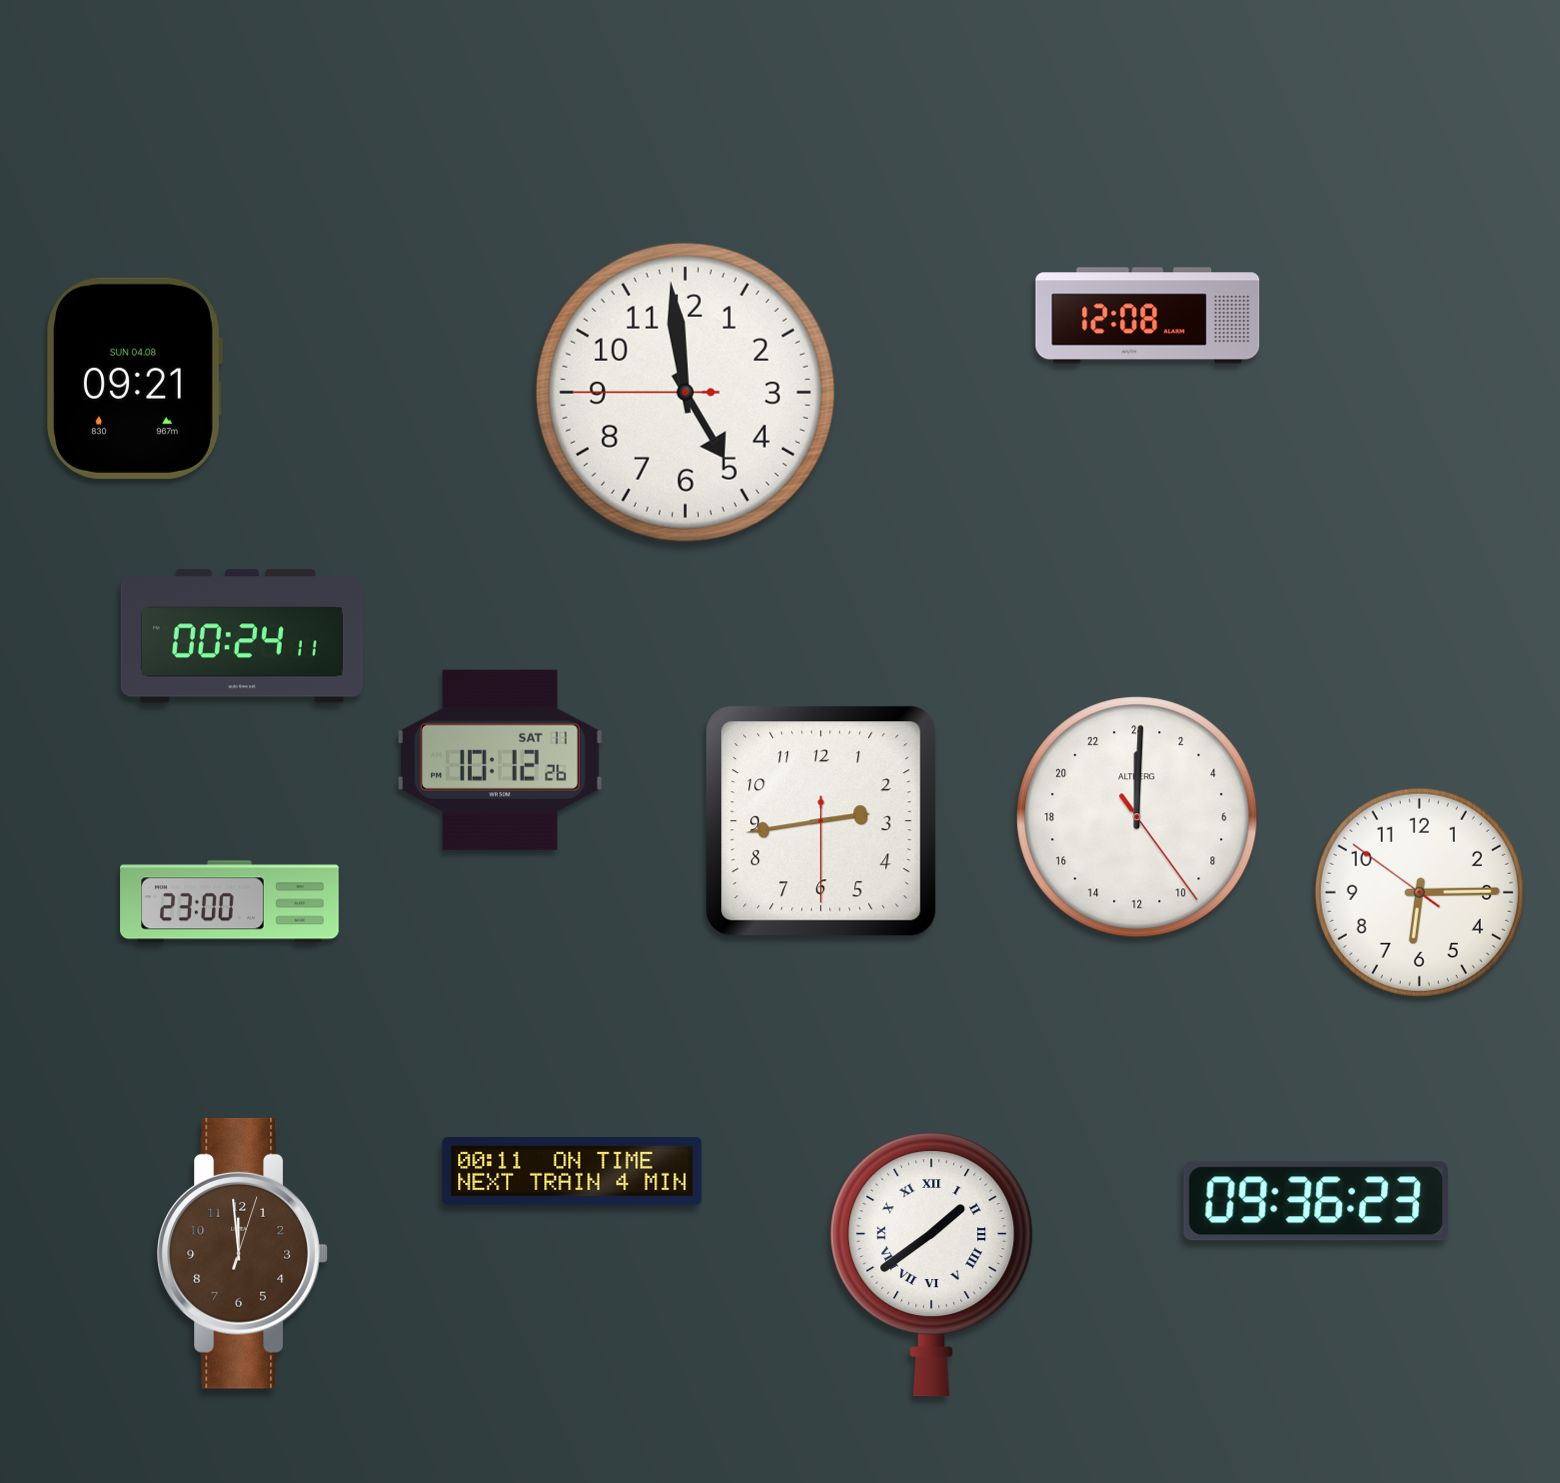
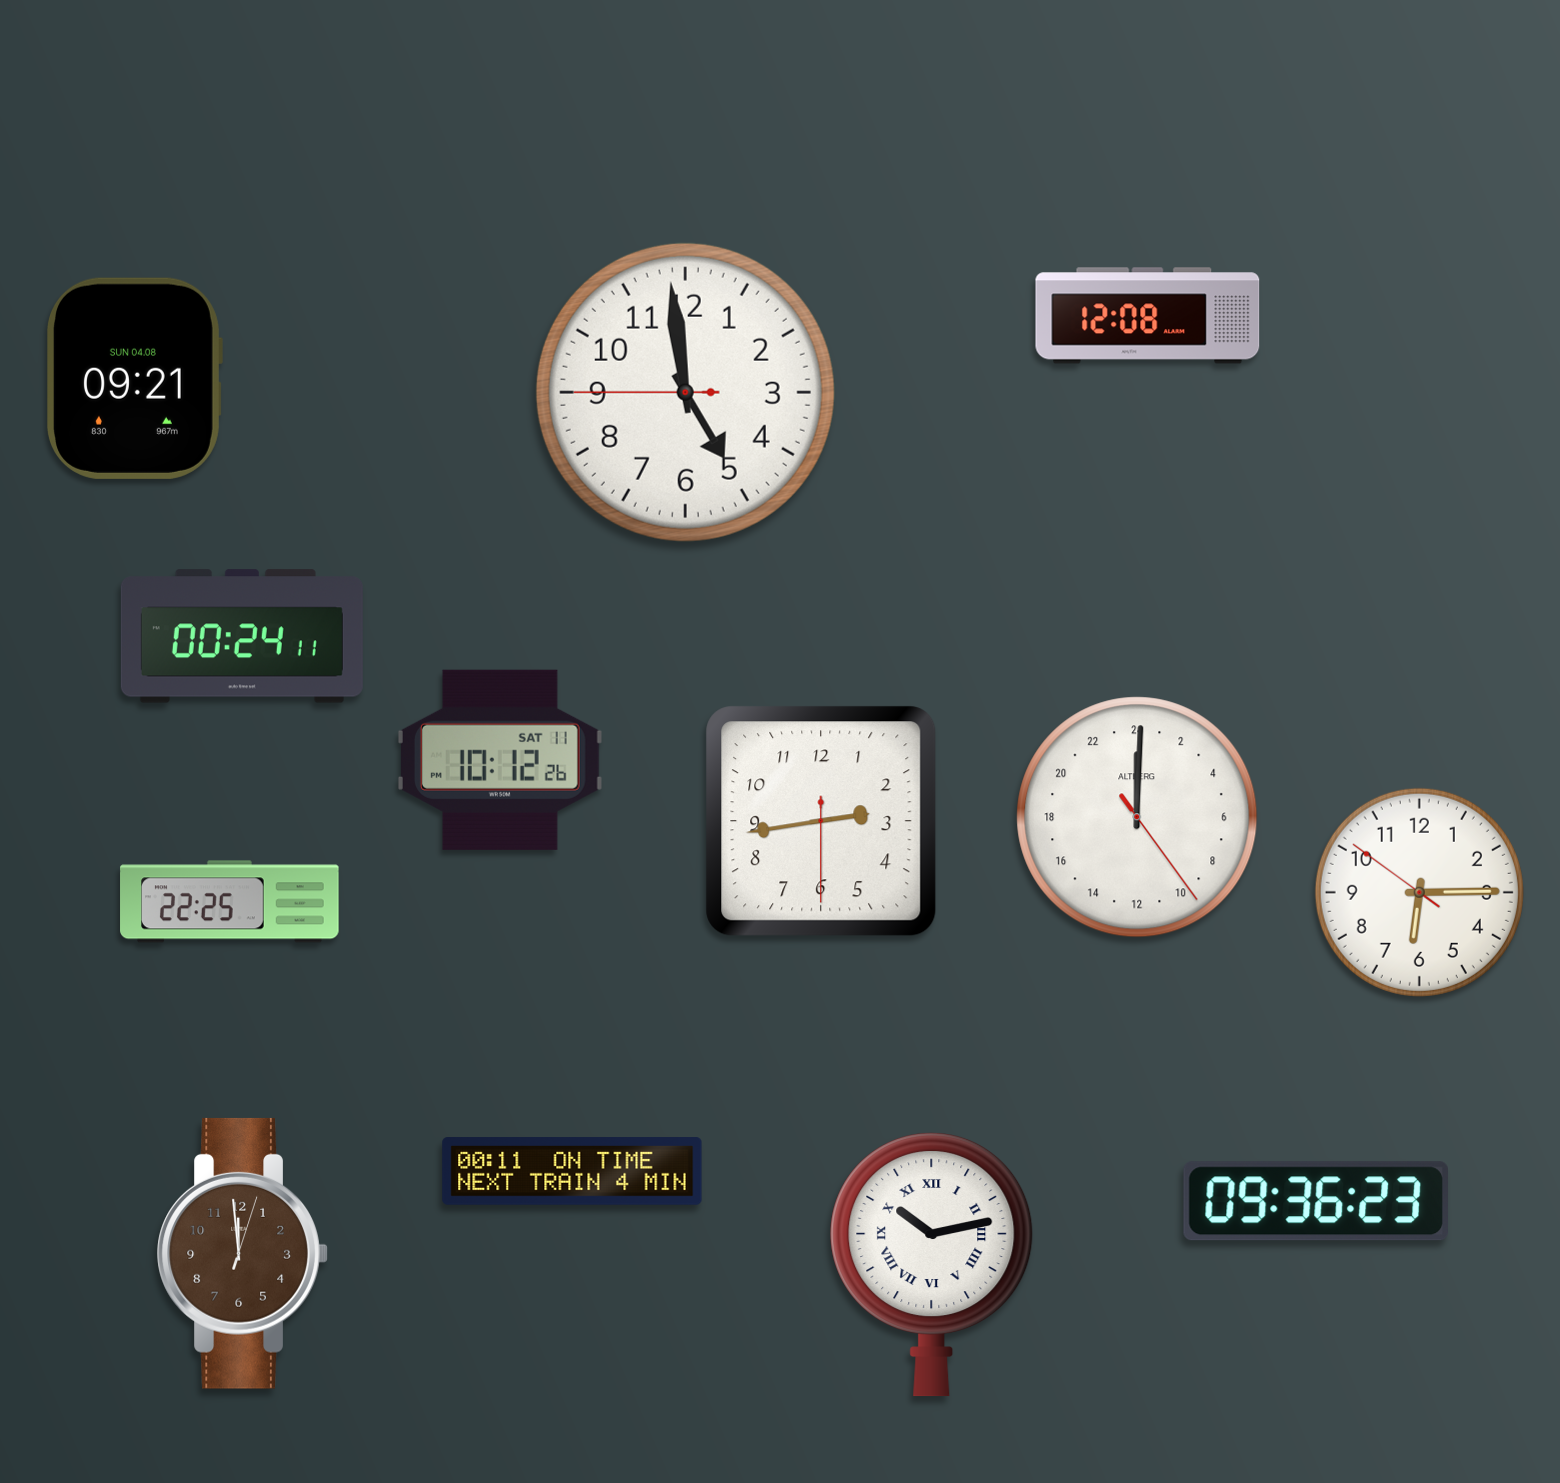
clock at (230, 902): 23:00 -> 22:25
clock at (932, 1264): 1:39 -> 10:13
